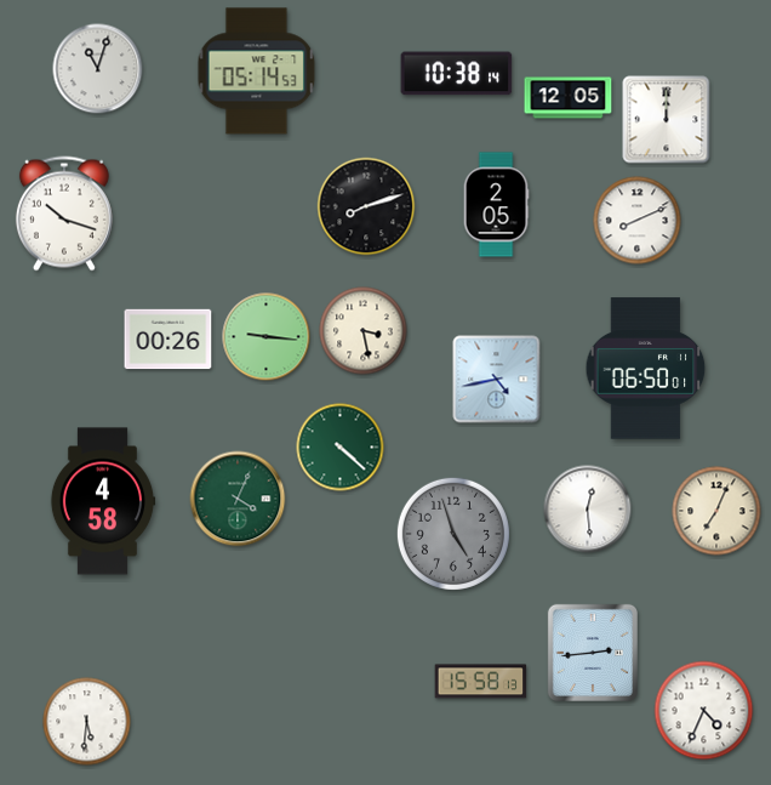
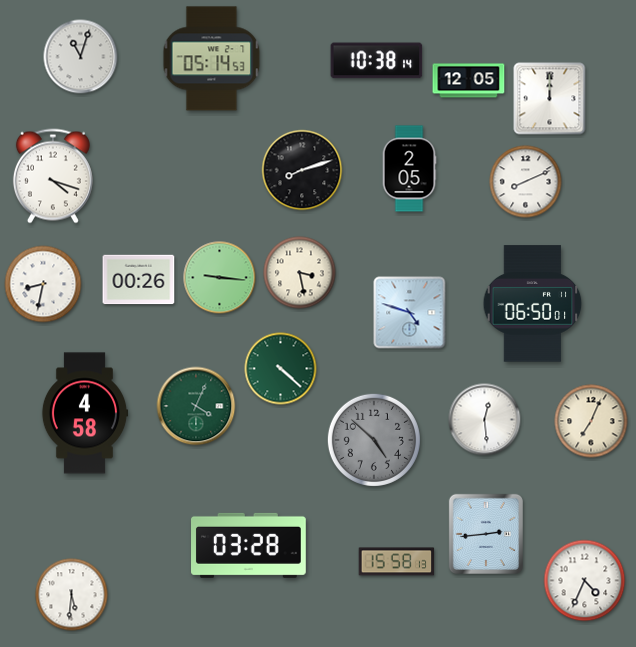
clock at (64, 214): 10:18 -> 4:18
clock at (43, 284): none -> 8:32
clock at (497, 380): 4:43 -> 4:48
clock at (238, 499) position: (238, 499) -> (196, 406)
clock at (453, 534): 4:57 -> 4:52
clock at (593, 653) position: (593, 653) -> (486, 534)
clock at (249, 545): none -> 03:28
clock at (704, 711) position: (704, 711) -> (585, 581)
